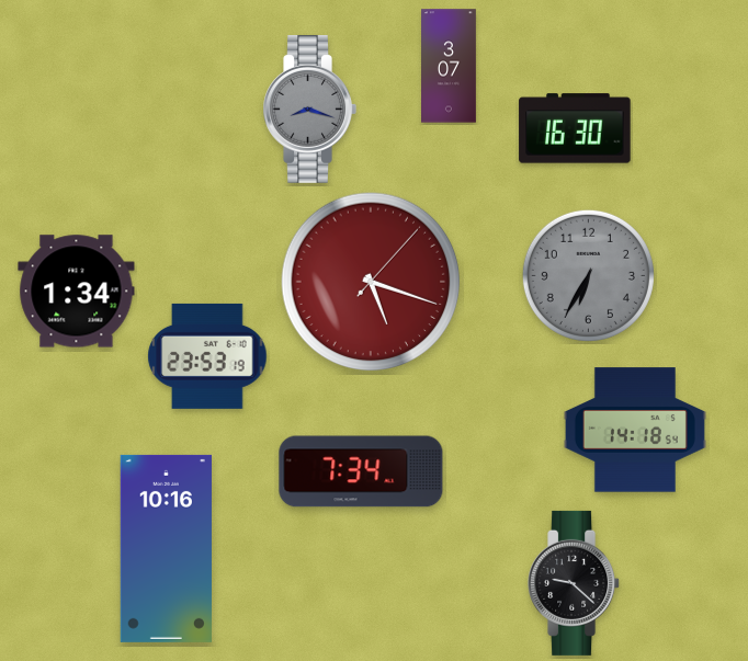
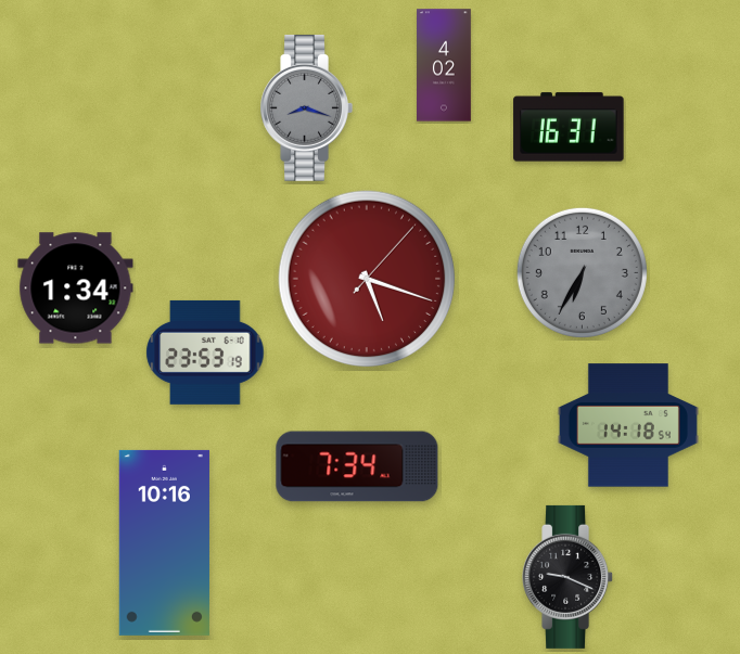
clock at (450, 66): 3:07 -> 4:02
clock at (575, 128): 16:30 -> 16:31
clock at (575, 583): 9:22 -> 9:19
